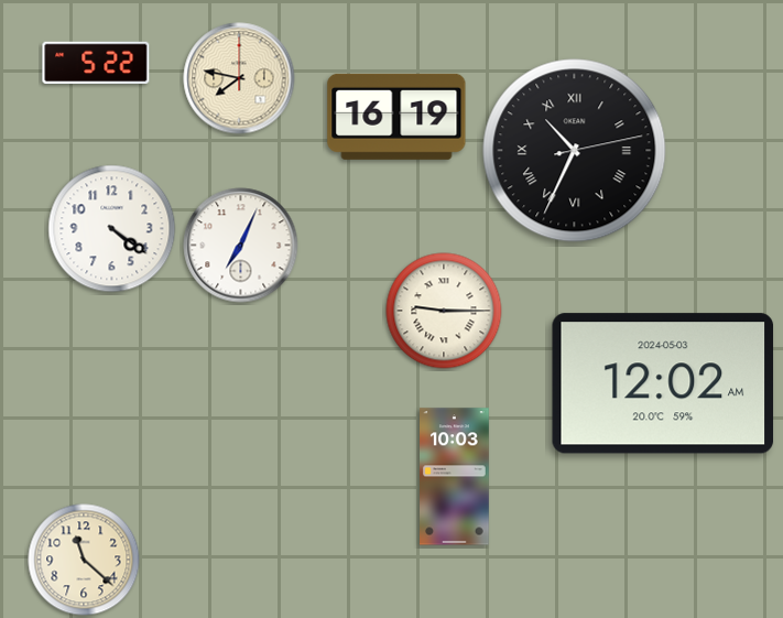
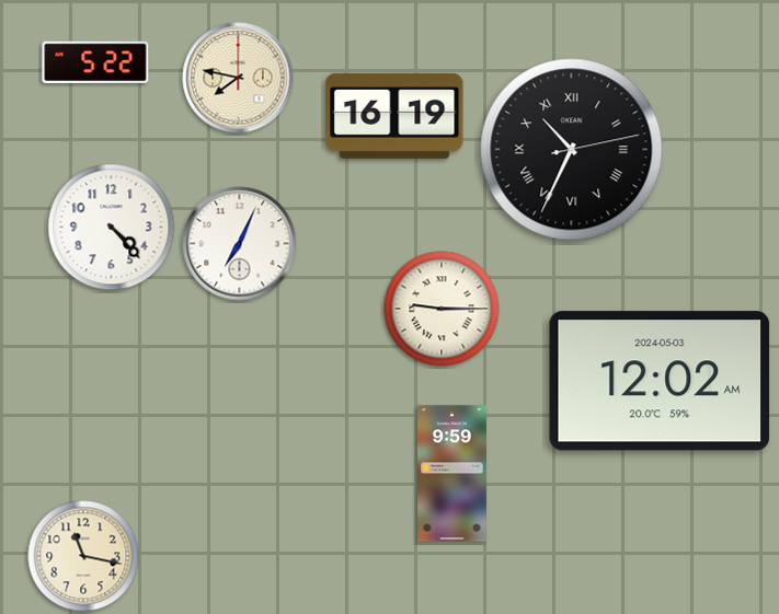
clock at (112, 229): 4:21 -> 4:23
clock at (455, 477): 10:03 -> 9:59
clock at (84, 560): 11:22 -> 11:17
